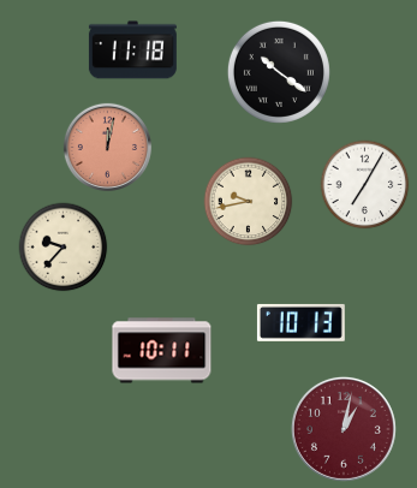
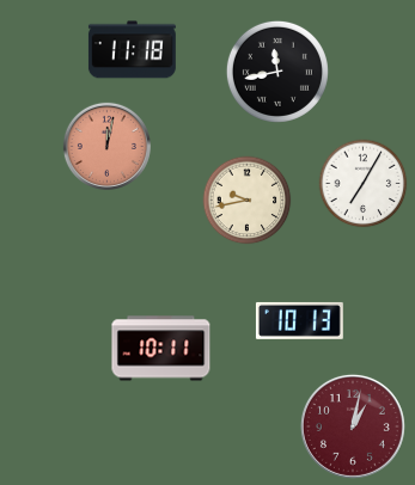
clock at (279, 72): 10:21 -> 11:43
clock at (64, 248): 9:37 -> none
clock at (344, 429) position: (344, 429) -> (353, 426)
